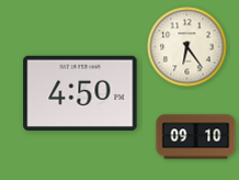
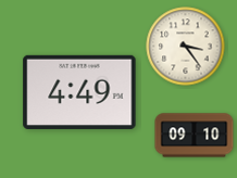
clock at (187, 47): 6:24 -> 3:24
clock at (80, 93): 4:50 -> 4:49
